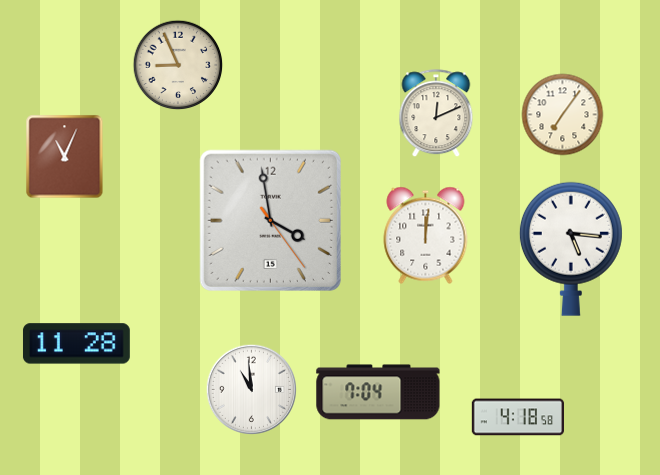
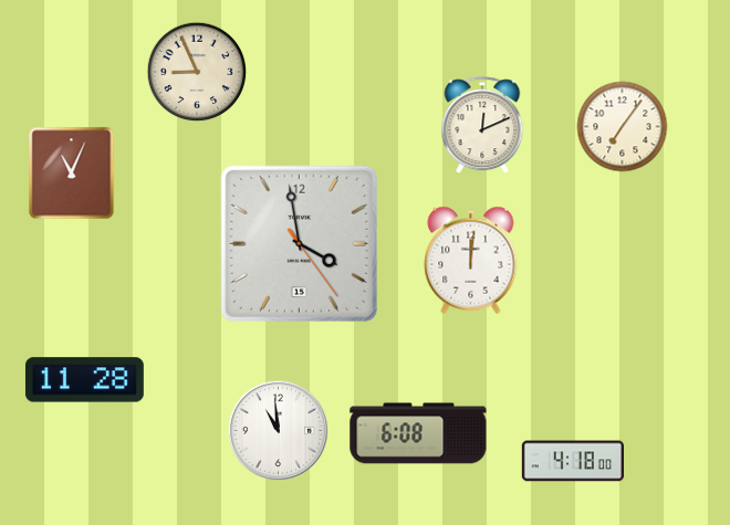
clock at (571, 249): 5:16 -> none
clock at (378, 392): 7:04 -> 6:08
clock at (517, 417): 4:18:58 -> 4:18:00
